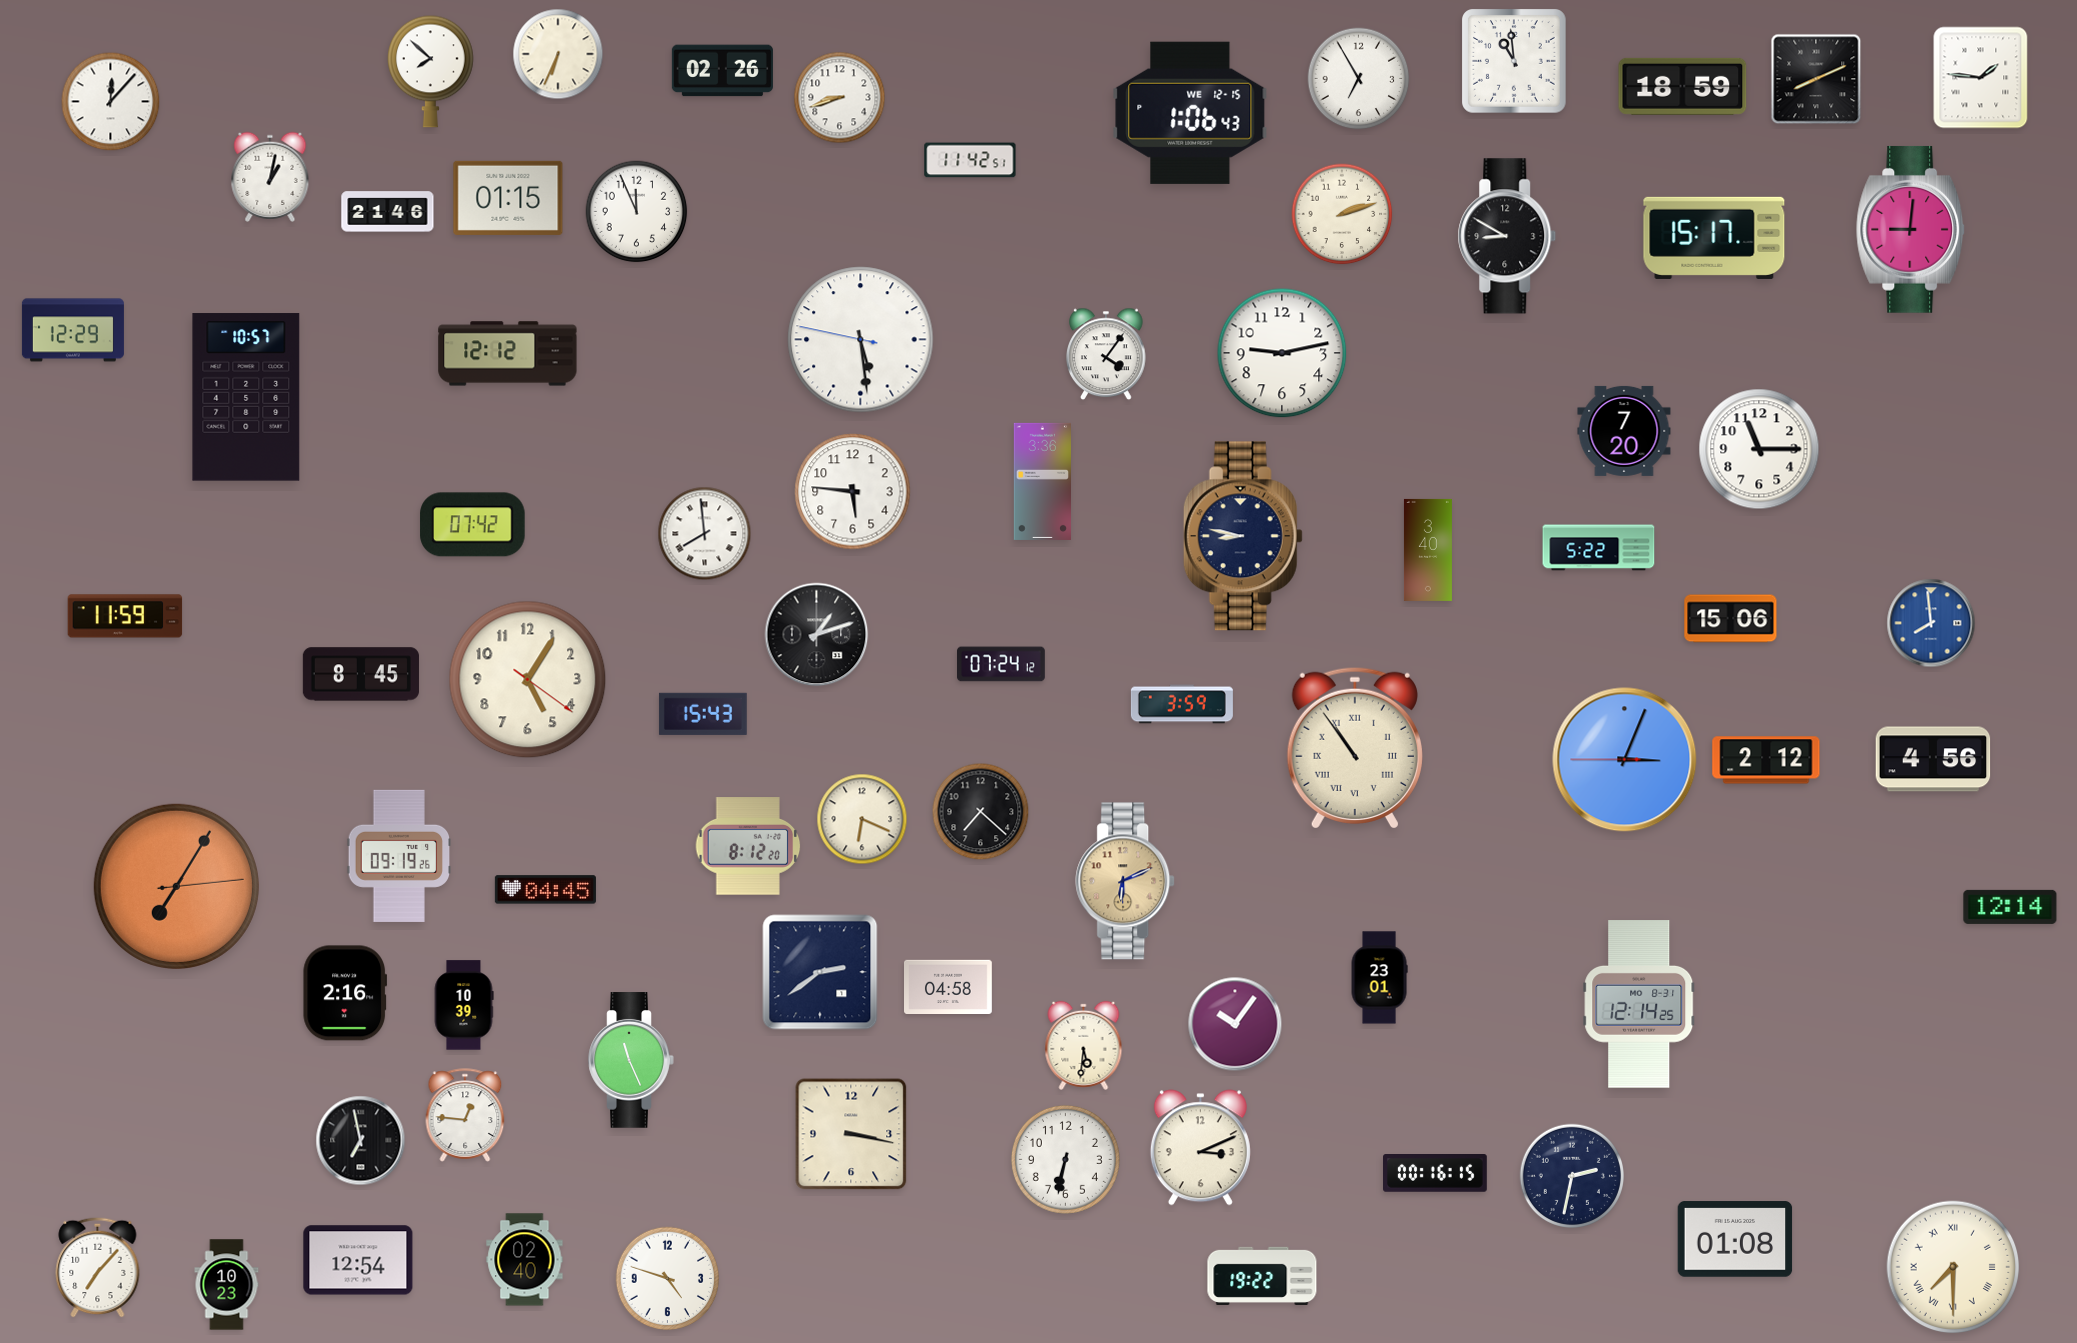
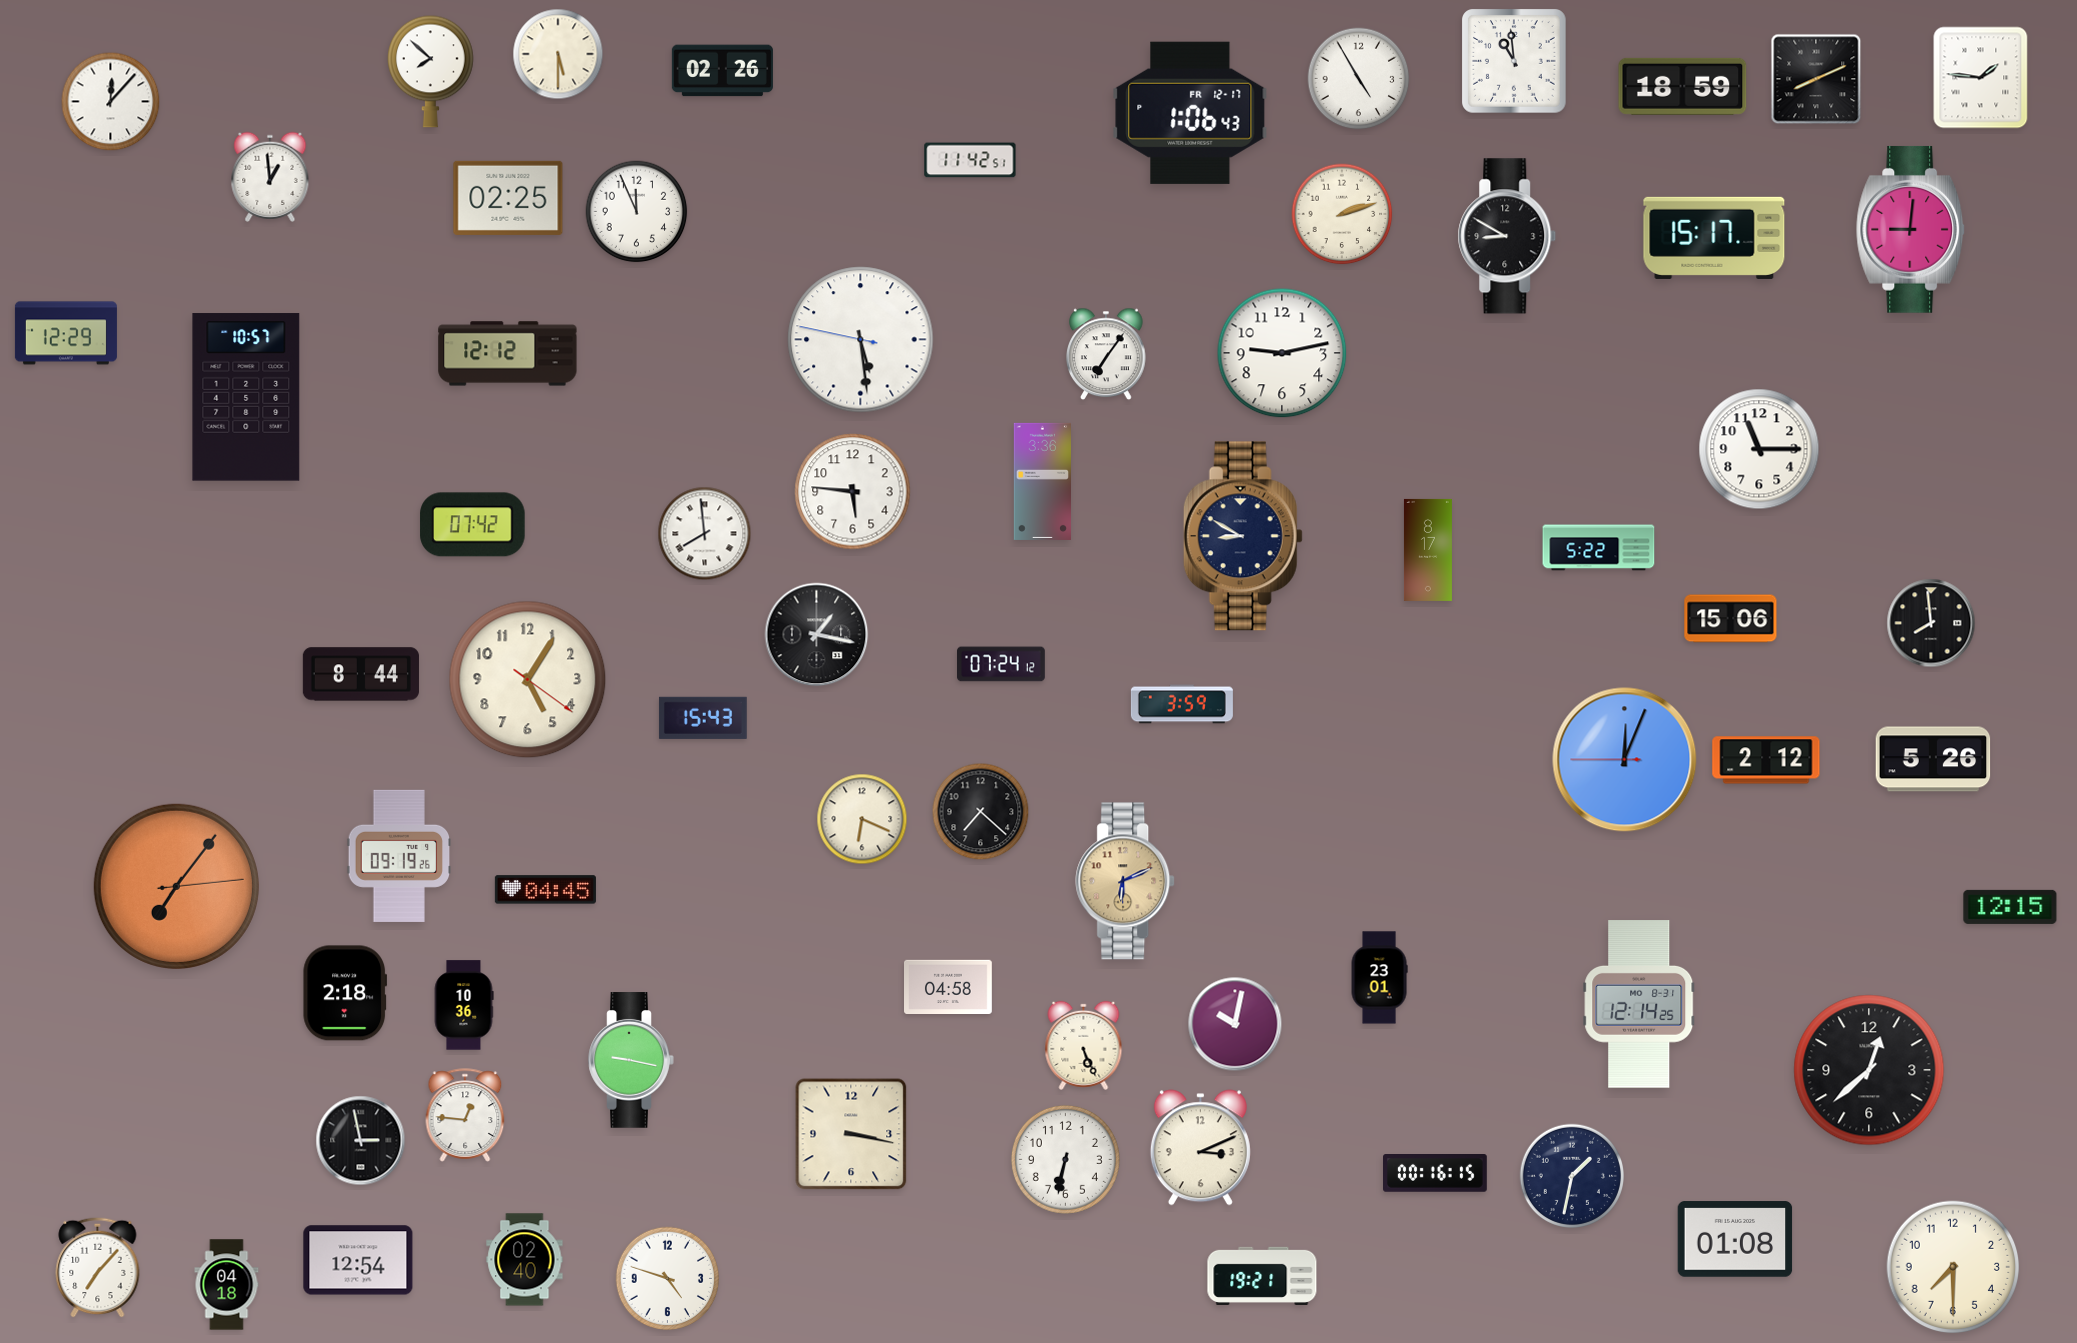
clock at (558, 54): 6:34 -> 5:30
clock at (1359, 79): 6:55 -> 4:55
clock at (840, 98): 8:42 -> none
clock at (1190, 113) date: WE 12-15 -> FR 12-17
clock at (270, 177): 1:02 -> 12:59
clock at (508, 198): 01:15 -> 02:25
clock at (388, 212): 21:46 -> none
clock at (73, 330) position: (73, 330) -> (66, 333)
clock at (1106, 354): 4:06 -> 7:06
clock at (1624, 431): 7:20 -> none
clock at (1243, 536): 8:47 -> 8:50
clock at (1428, 550): 3:40 -> 8:17
clock at (125, 616): 11:59 -> none
clock at (1931, 623) dial: blue -> black
clock at (817, 635): 1:12 -> 1:17
clock at (361, 674): 8:45 -> 8:44
clock at (703, 714) position: (703, 714) -> (703, 718)
clock at (1355, 747): 10:54 -> none
clock at (1933, 759): 4:56 -> 5:26
clock at (1625, 760): 3:03 -> 12:03
clock at (748, 846): 8:12 -> none
clock at (176, 886): 7:05 -> 7:06
clock at (2010, 907): 12:14 -> 12:15
clock at (820, 972): 2:39 -> none
clock at (344, 993): 2:16 -> 2:18
clock at (464, 1005): 10:39 -> 10:36
clock at (1235, 1024): 10:06 -> 10:02
clock at (1084, 1045): 5:31 -> 5:26
clock at (631, 1060): 11:26 -> 9:17
clock at (1869, 1070): none -> 12:38
clock at (361, 1141): 6:58 -> 2:58
clock at (1571, 1175): 2:32 -> 1:32
clock at (1953, 1267) numerals: Roman -> Arabic
clock at (1262, 1276): 19:22 -> 19:21
clock at (227, 1285): 10:23 -> 04:18
